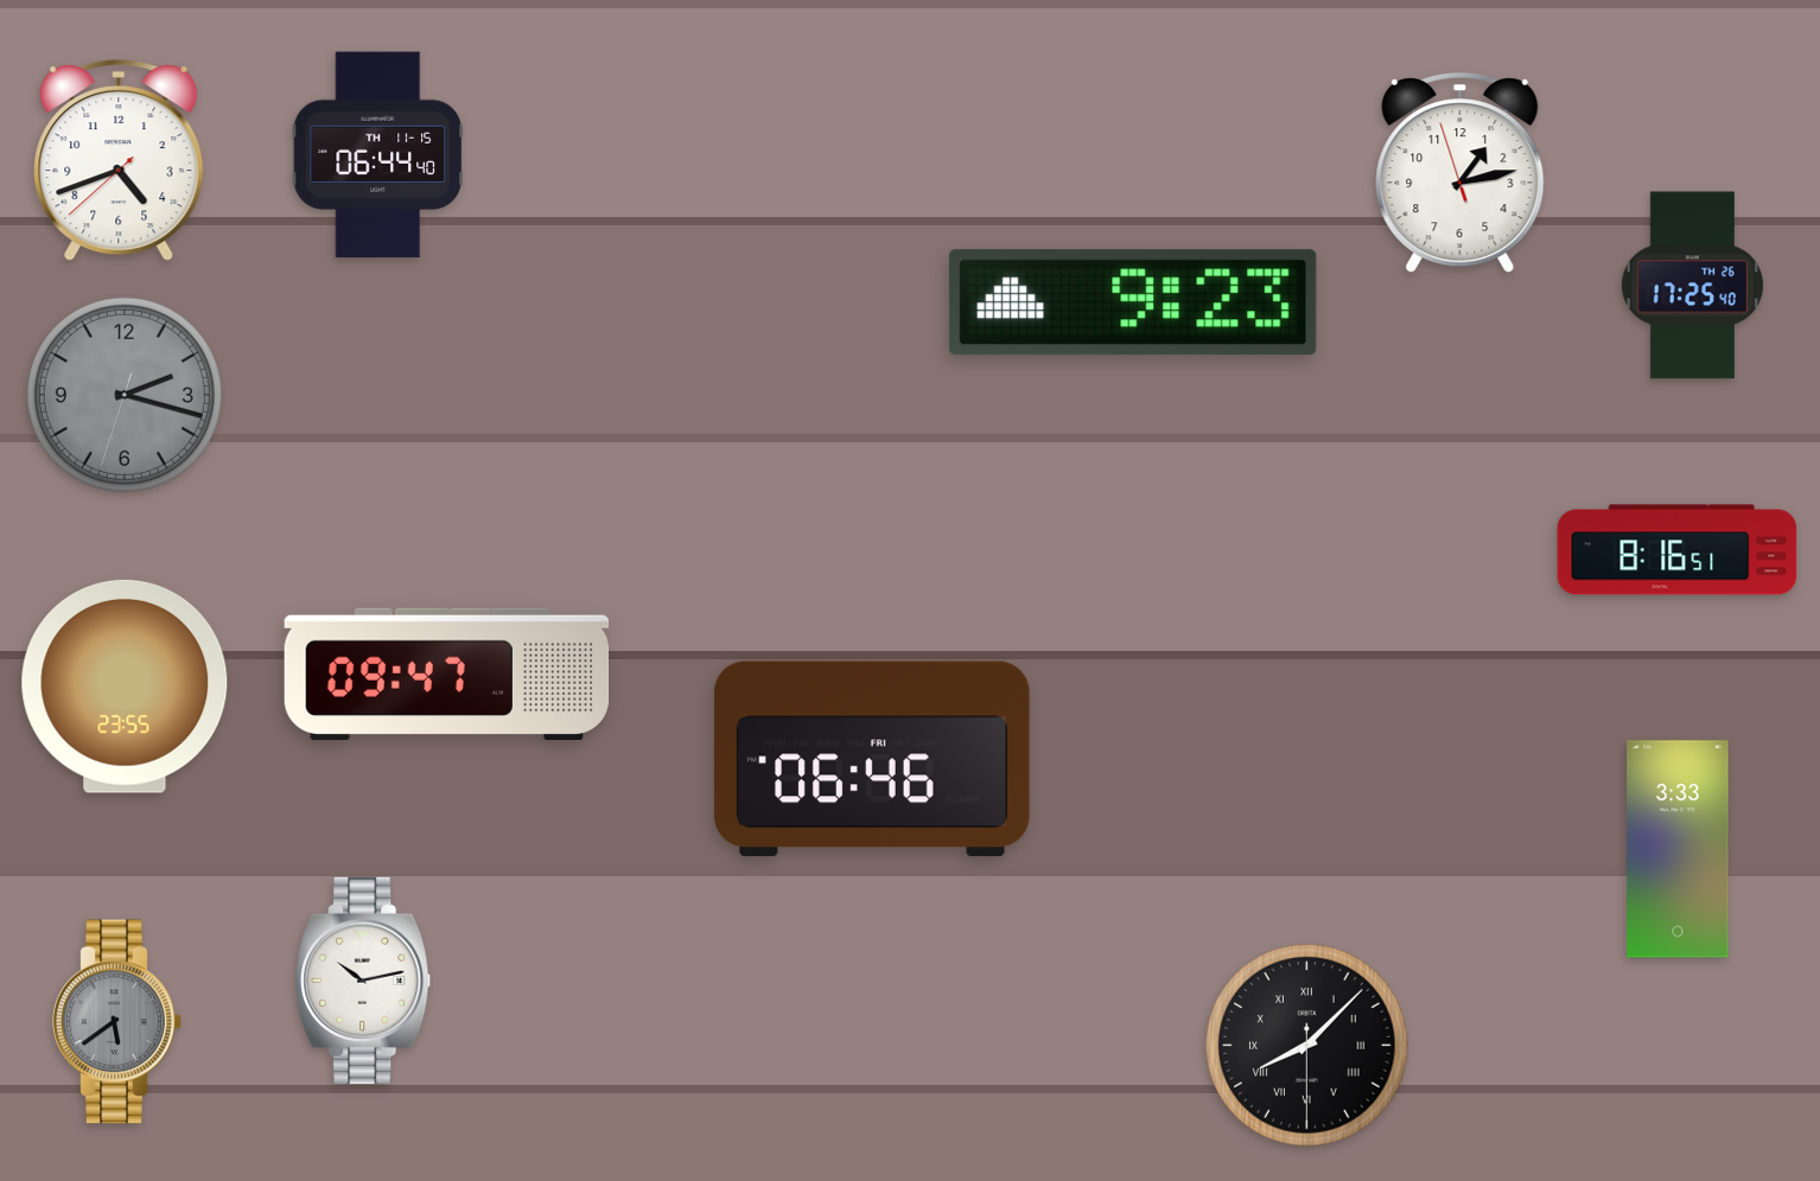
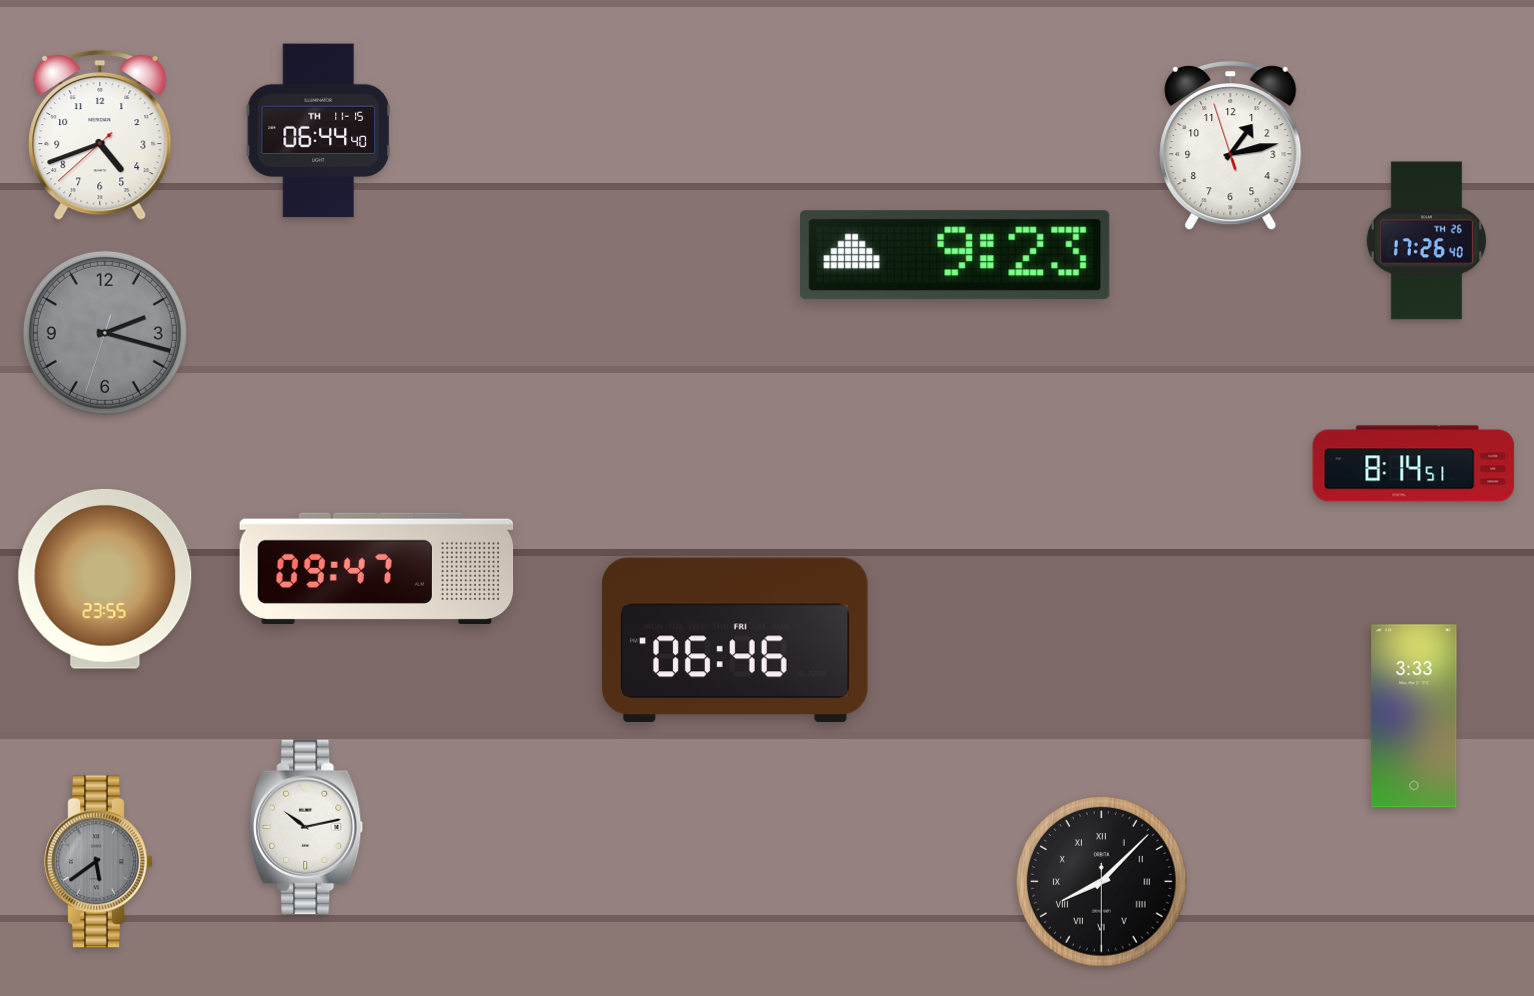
clock at (1692, 286): 17:25 -> 17:26
clock at (1678, 550): 8:16 -> 8:14
